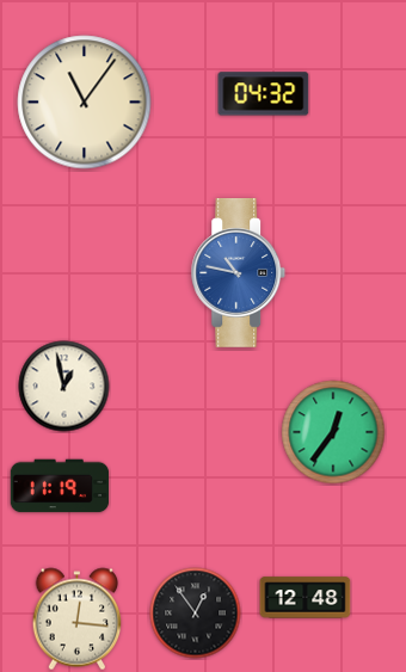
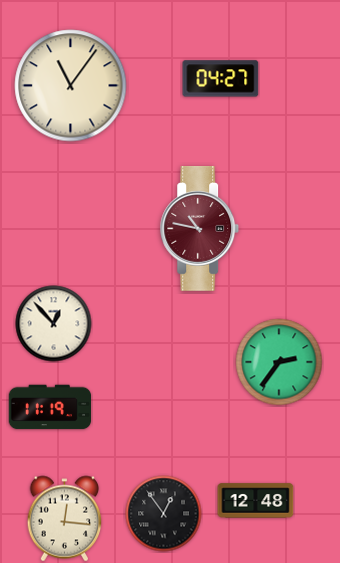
clock at (264, 94): 04:32 -> 04:27
clock at (239, 273) dial: blue -> burgundy
clock at (64, 387): 12:58 -> 12:53
clock at (333, 432): 12:36 -> 2:36
